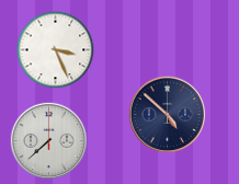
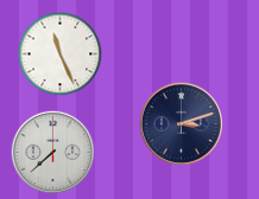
clock at (56, 50): 3:26 -> 11:26
clock at (167, 114): 4:52 -> 3:12
